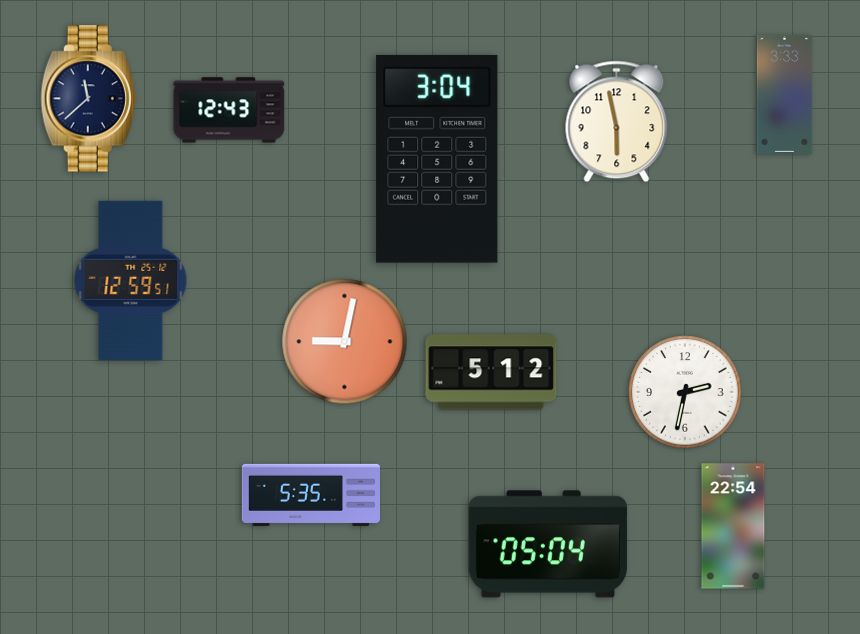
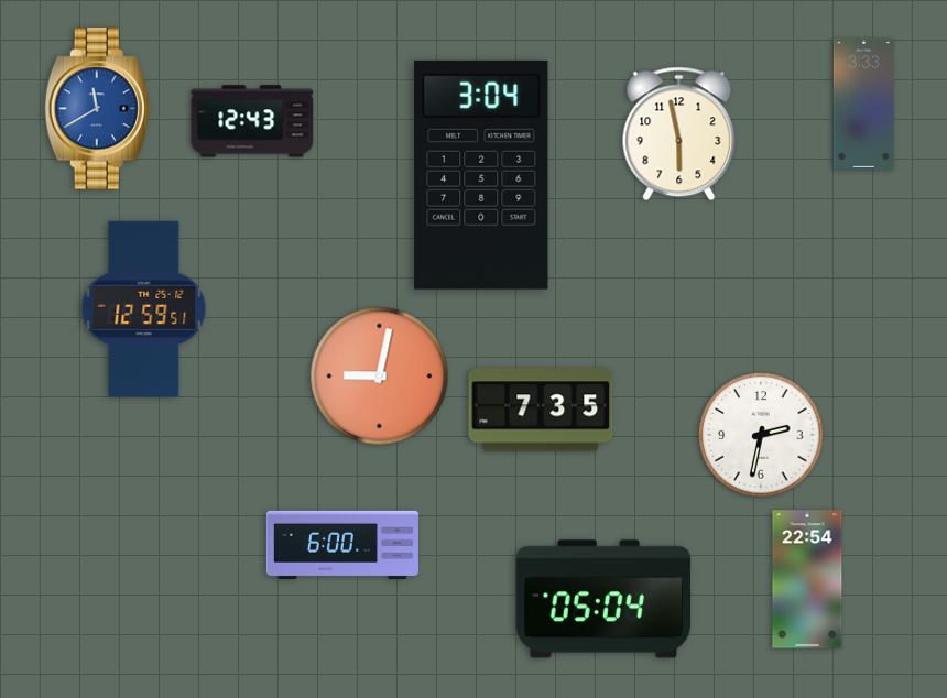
clock at (88, 99): 11:38 -> 11:40
clock at (88, 99) dial: navy -> blue
clock at (491, 372): 5:12 -> 7:35
clock at (685, 392) position: (685, 392) -> (761, 435)
clock at (311, 495): 5:35 -> 6:00
